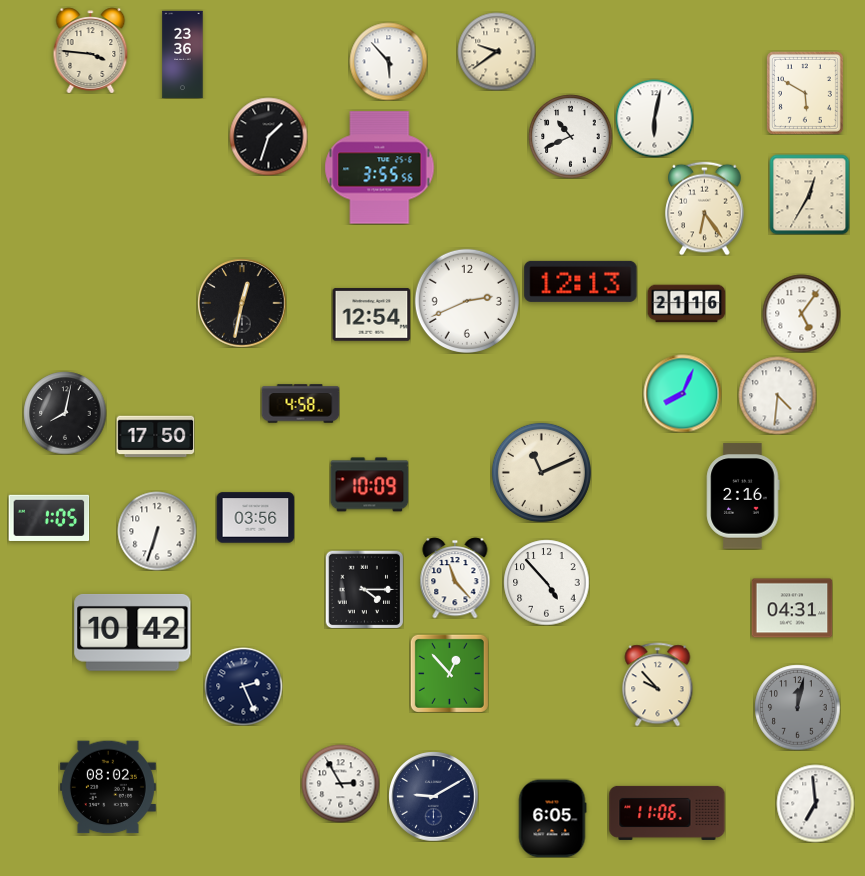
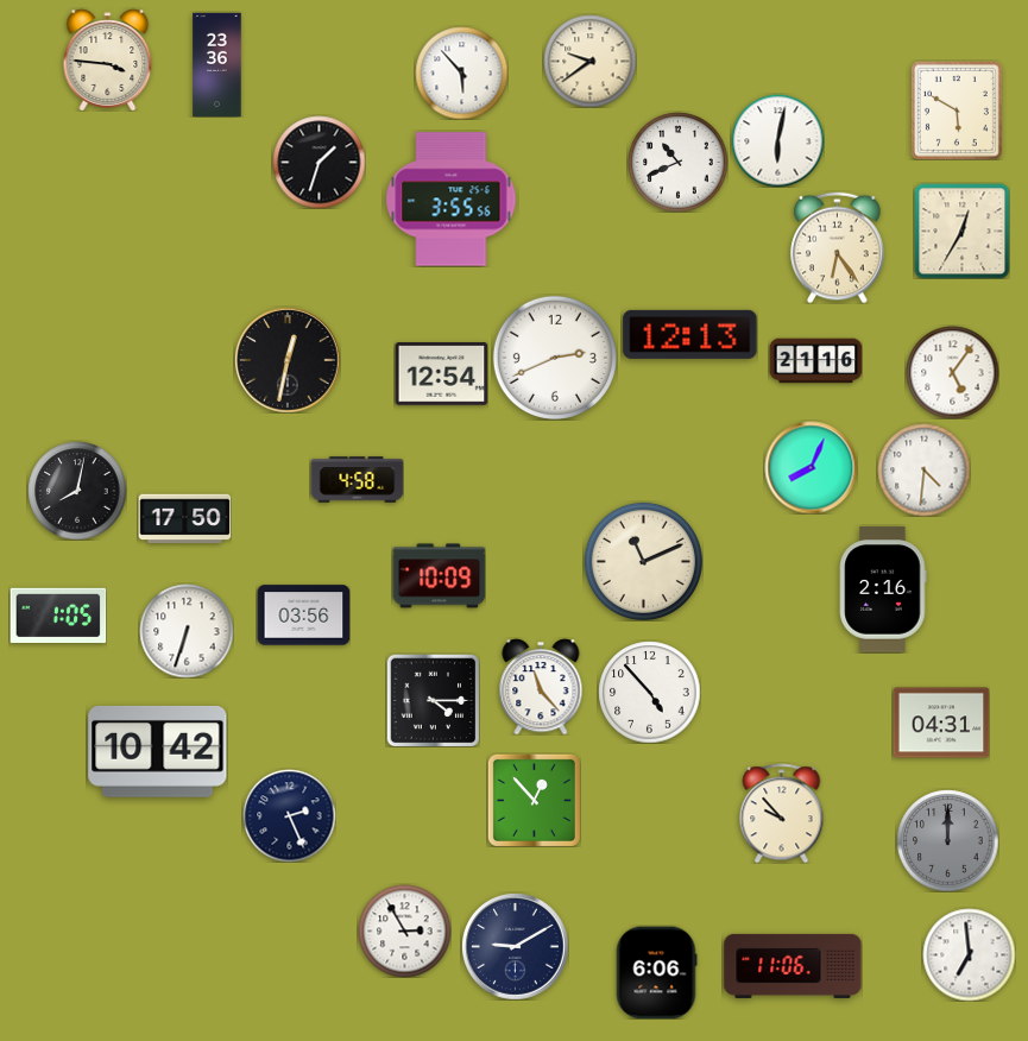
clock at (797, 707): 12:02 -> 12:00
clock at (108, 787): 08:02 -> none
clock at (552, 818): 6:05 -> 6:06
